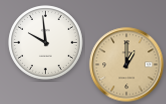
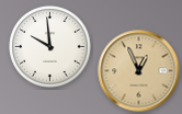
clock at (127, 65): 1:00 -> 12:56
